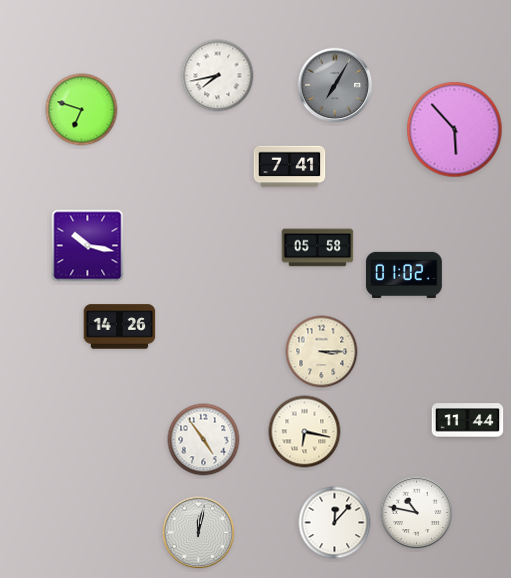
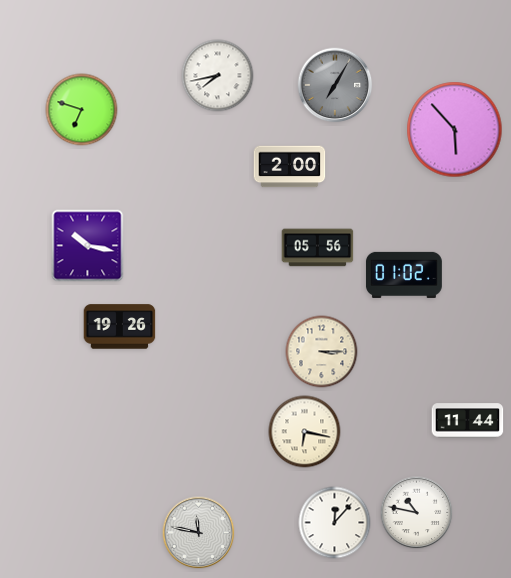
clock at (290, 167): 7:41 -> 2:00
clock at (318, 248): 05:58 -> 05:56
clock at (120, 327): 14:26 -> 19:26
clock at (204, 440): 4:54 -> none
clock at (199, 533): 12:02 -> 11:47
